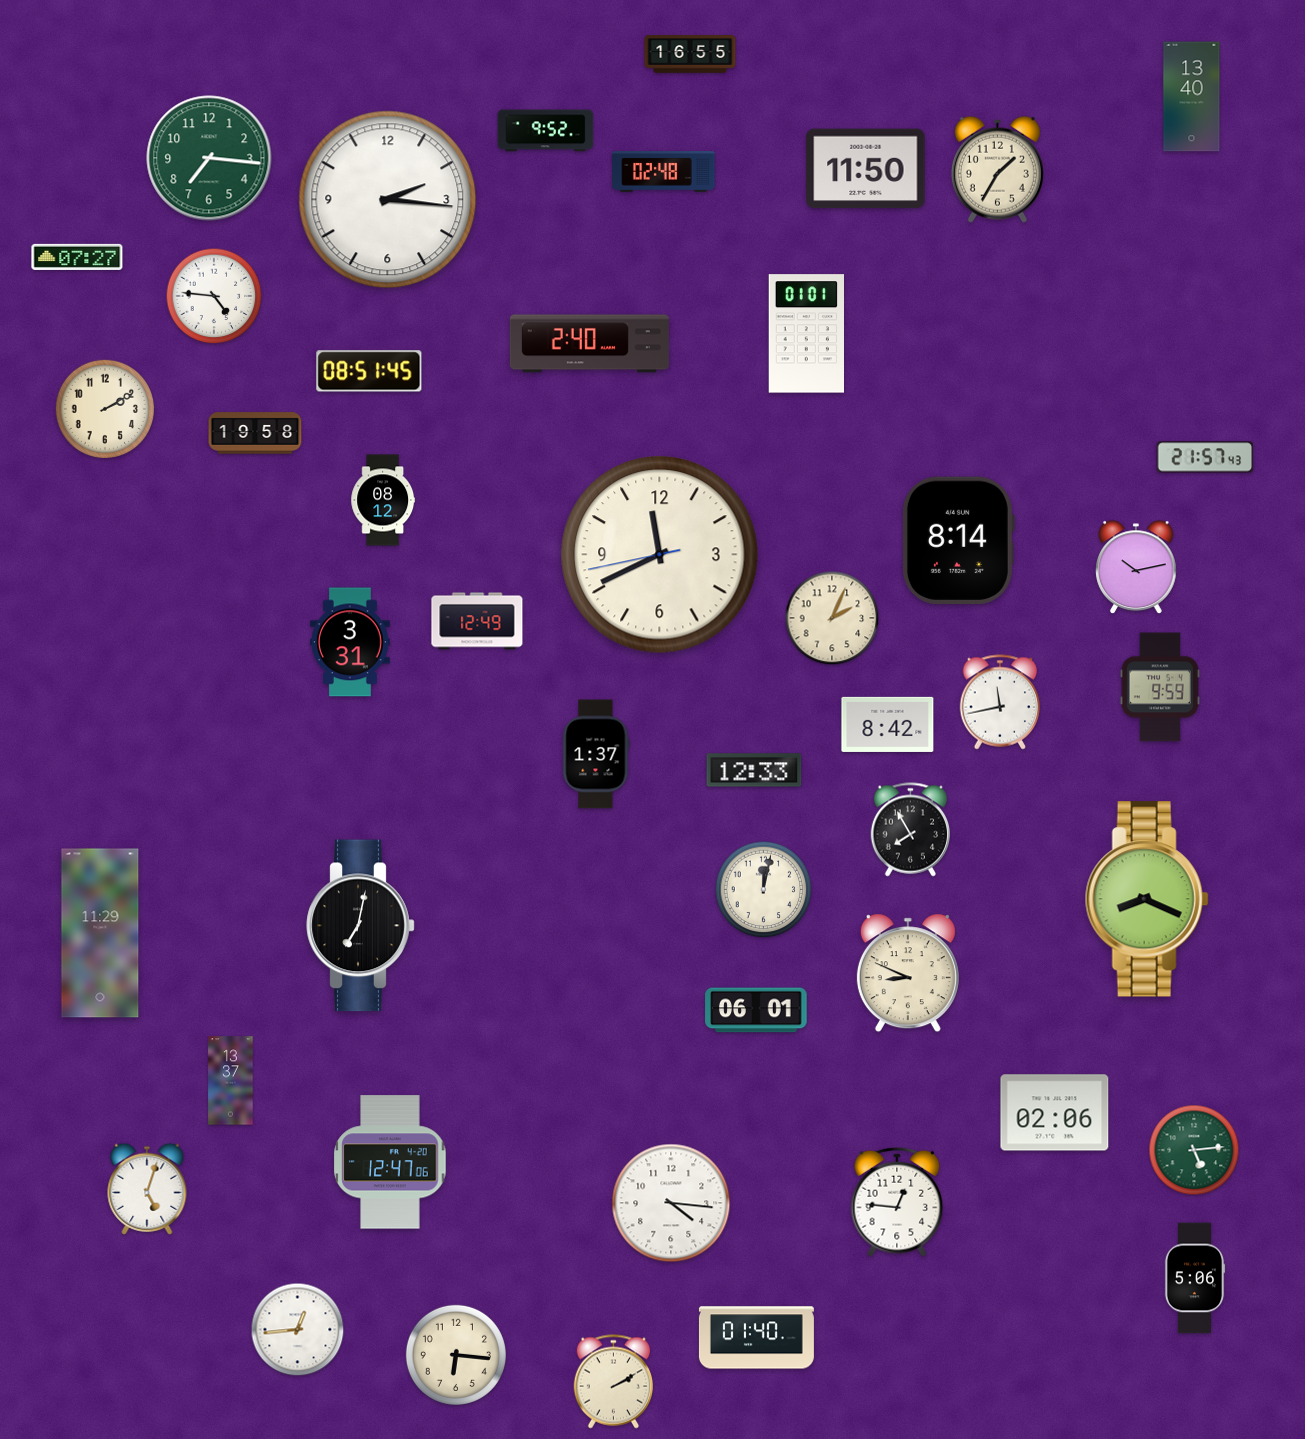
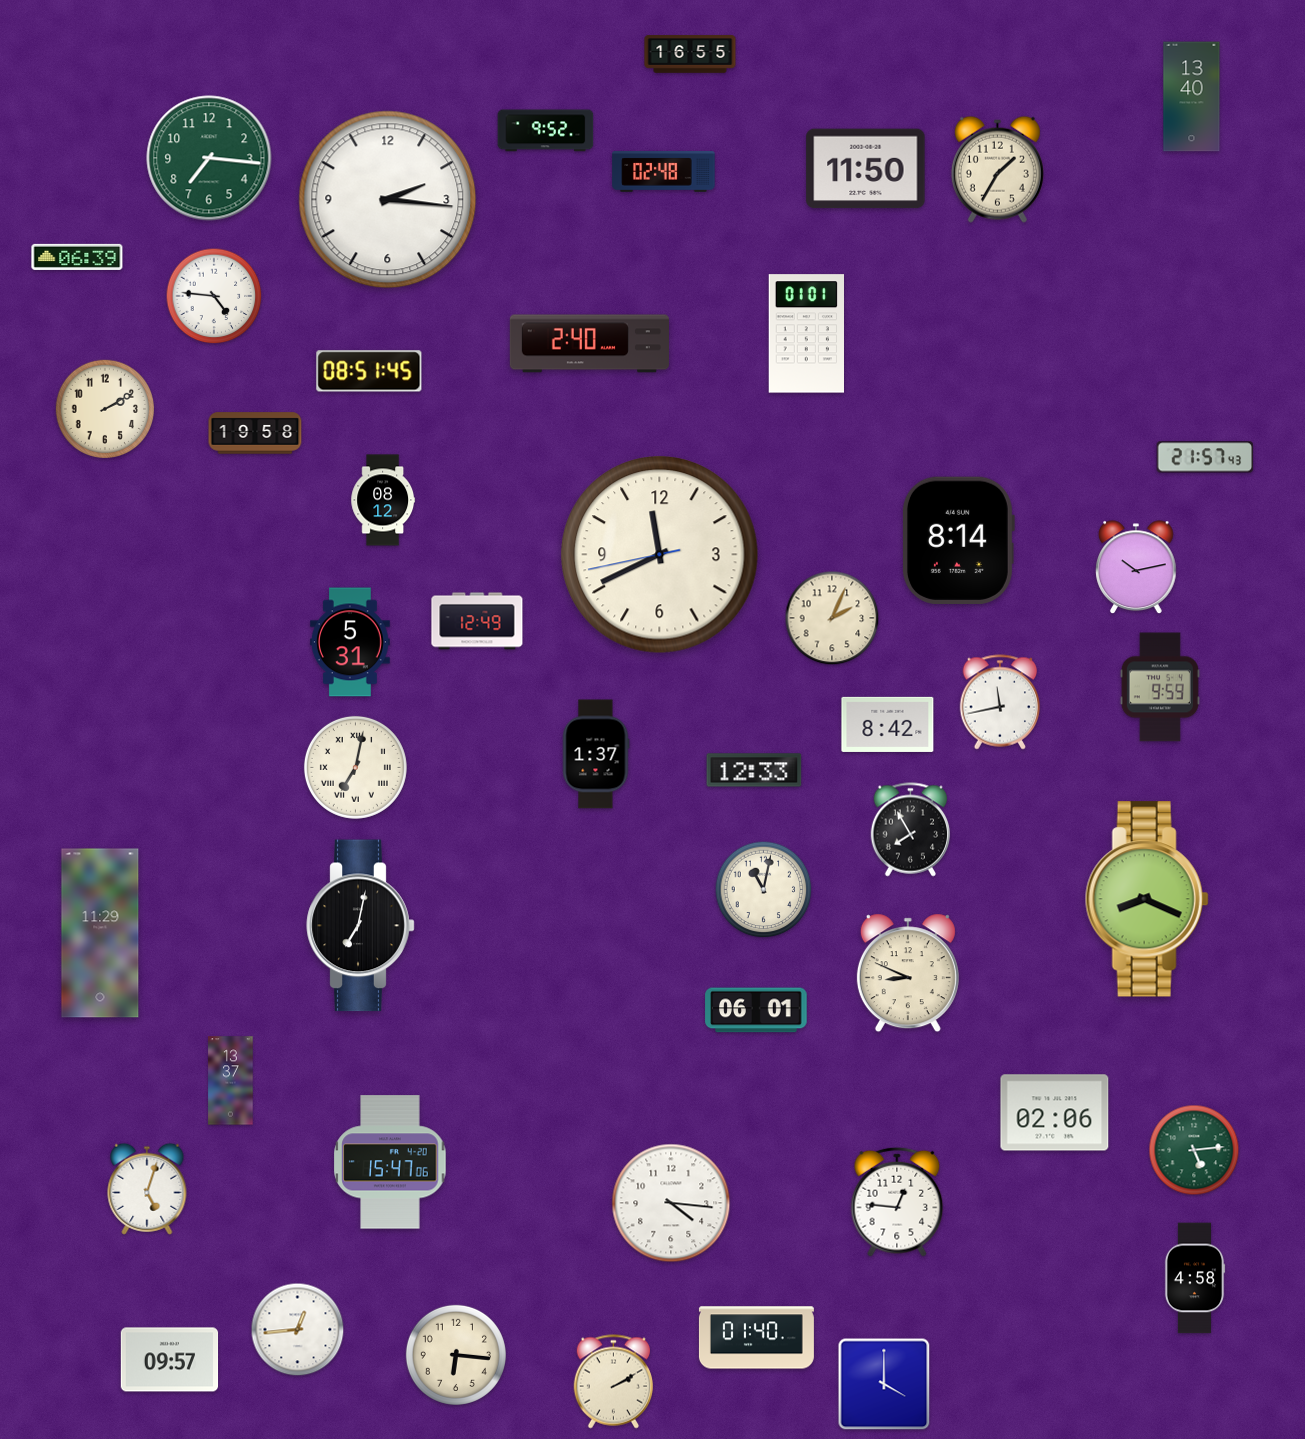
clock at (77, 257): 07:27 -> 06:39
clock at (351, 642): 3:31 -> 5:31
clock at (355, 767): none -> 7:02
clock at (764, 890): 12:02 -> 11:02
clock at (390, 1162): 12:47 -> 15:47
clock at (1195, 1278): 5:06 -> 4:58
clock at (170, 1360): none -> 09:57
clock at (884, 1384): none -> 4:00
